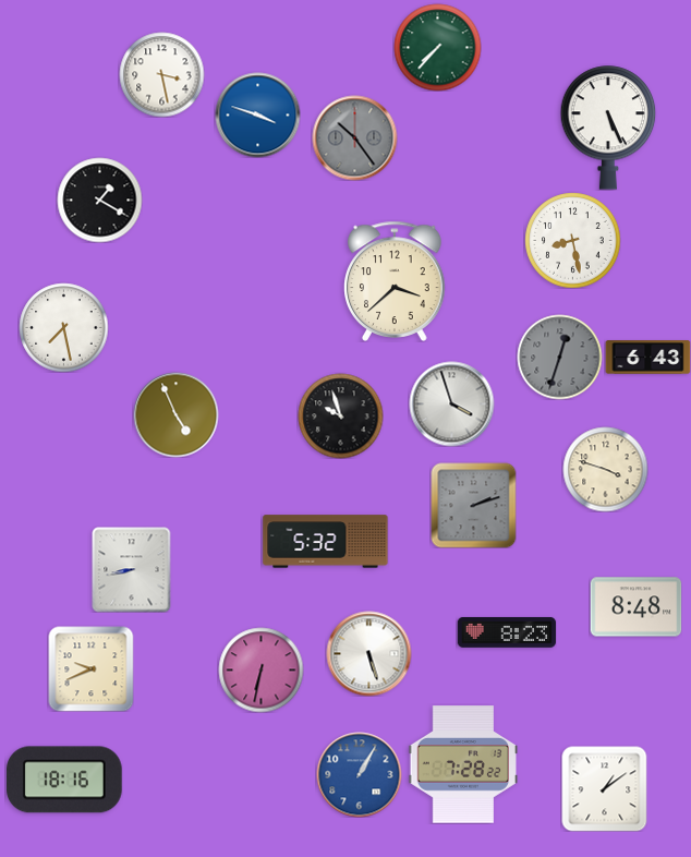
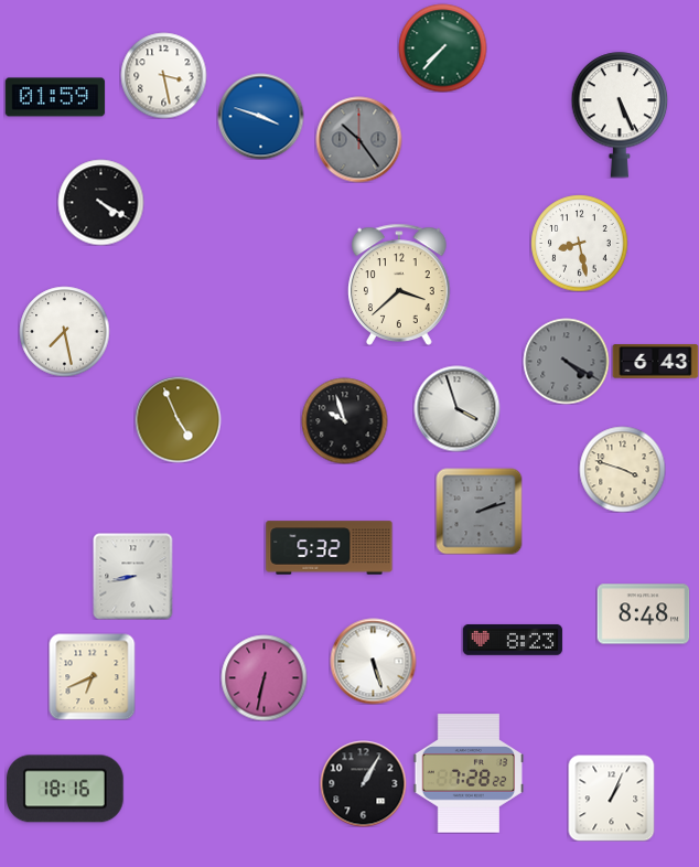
clock at (55, 97): none -> 01:59
clock at (608, 128) position: (608, 128) -> (620, 115)
clock at (99, 200): 1:20 -> 4:20
clock at (559, 357): 12:33 -> 4:20
clock at (605, 469) position: (605, 469) -> (622, 469)
clock at (90, 668): 9:41 -> 6:41
clock at (359, 774) dial: blue -> black
clock at (604, 788): 1:09 -> 1:04
